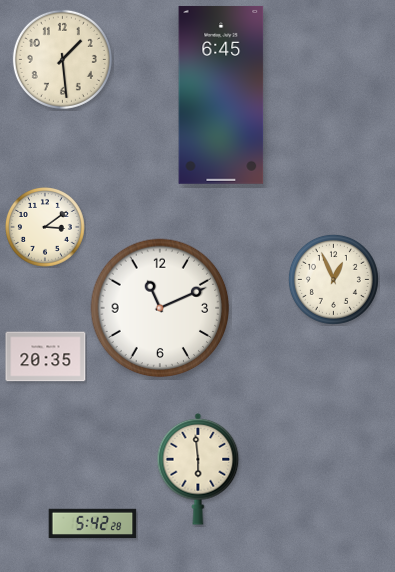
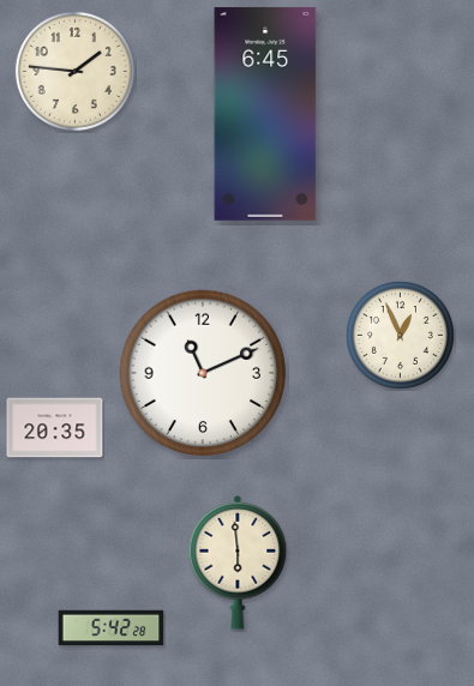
clock at (62, 59): 1:29 -> 1:46
clock at (46, 228): 3:09 -> none
clock at (160, 308) position: (160, 308) -> (203, 373)
